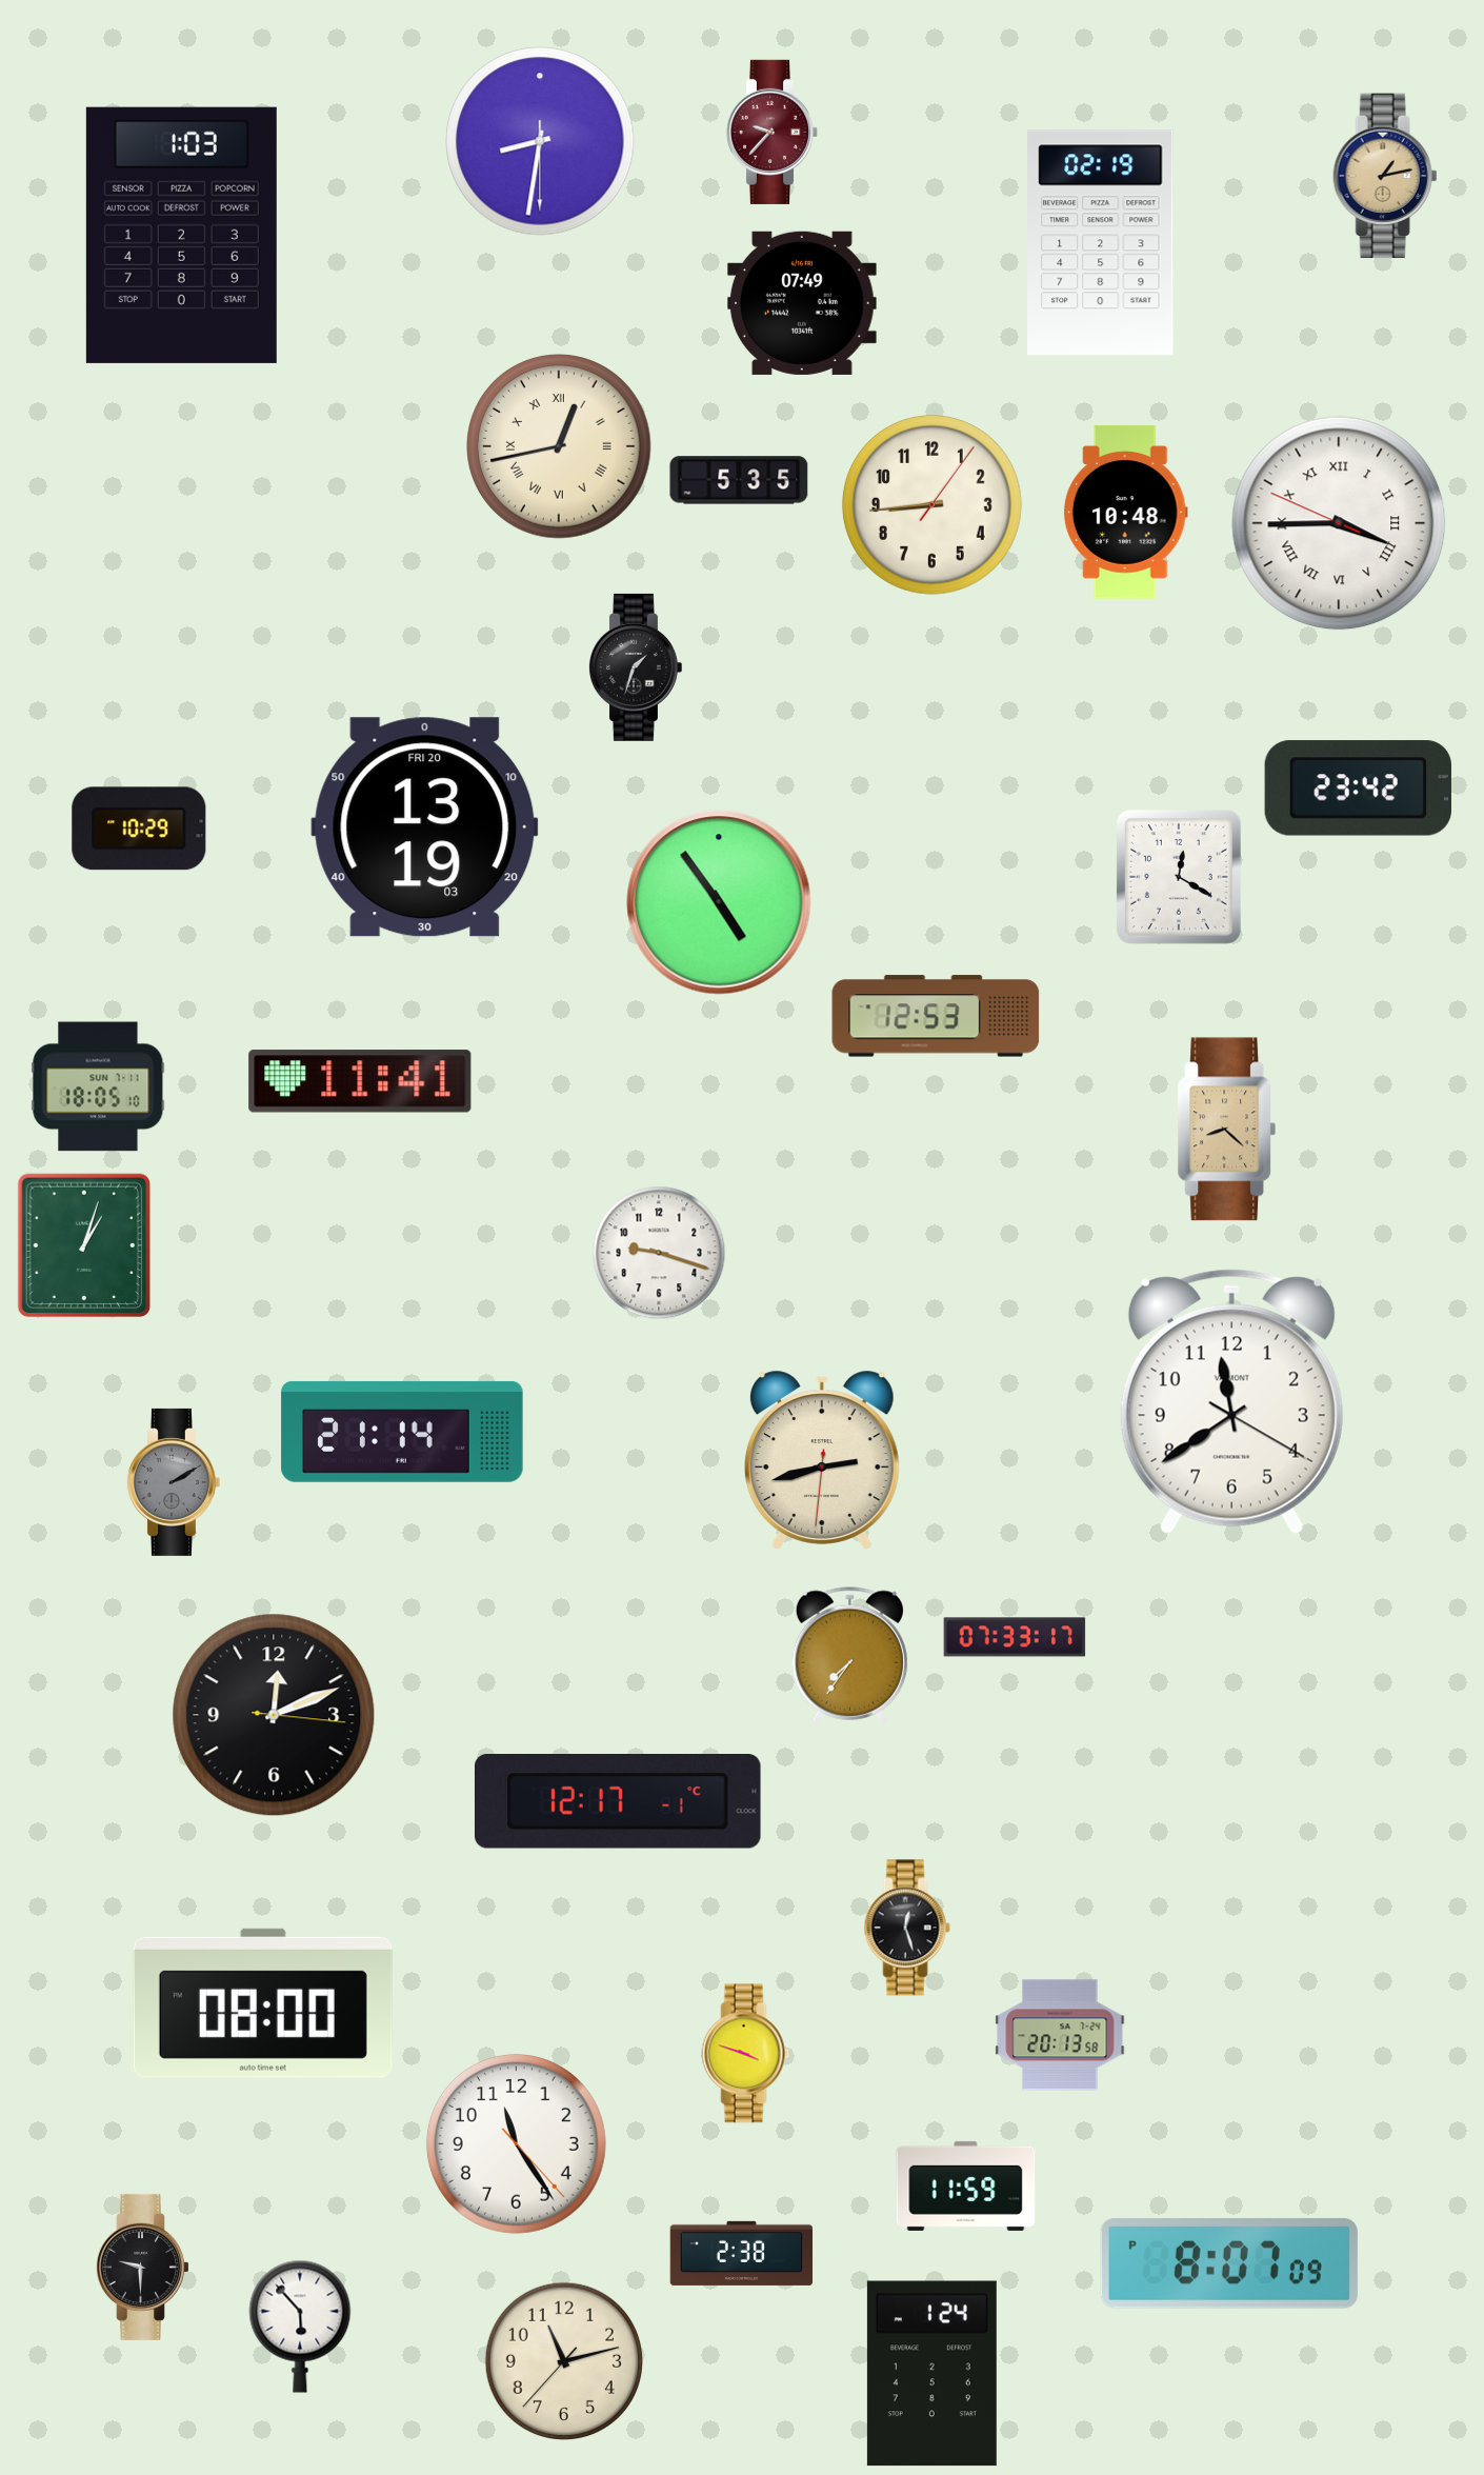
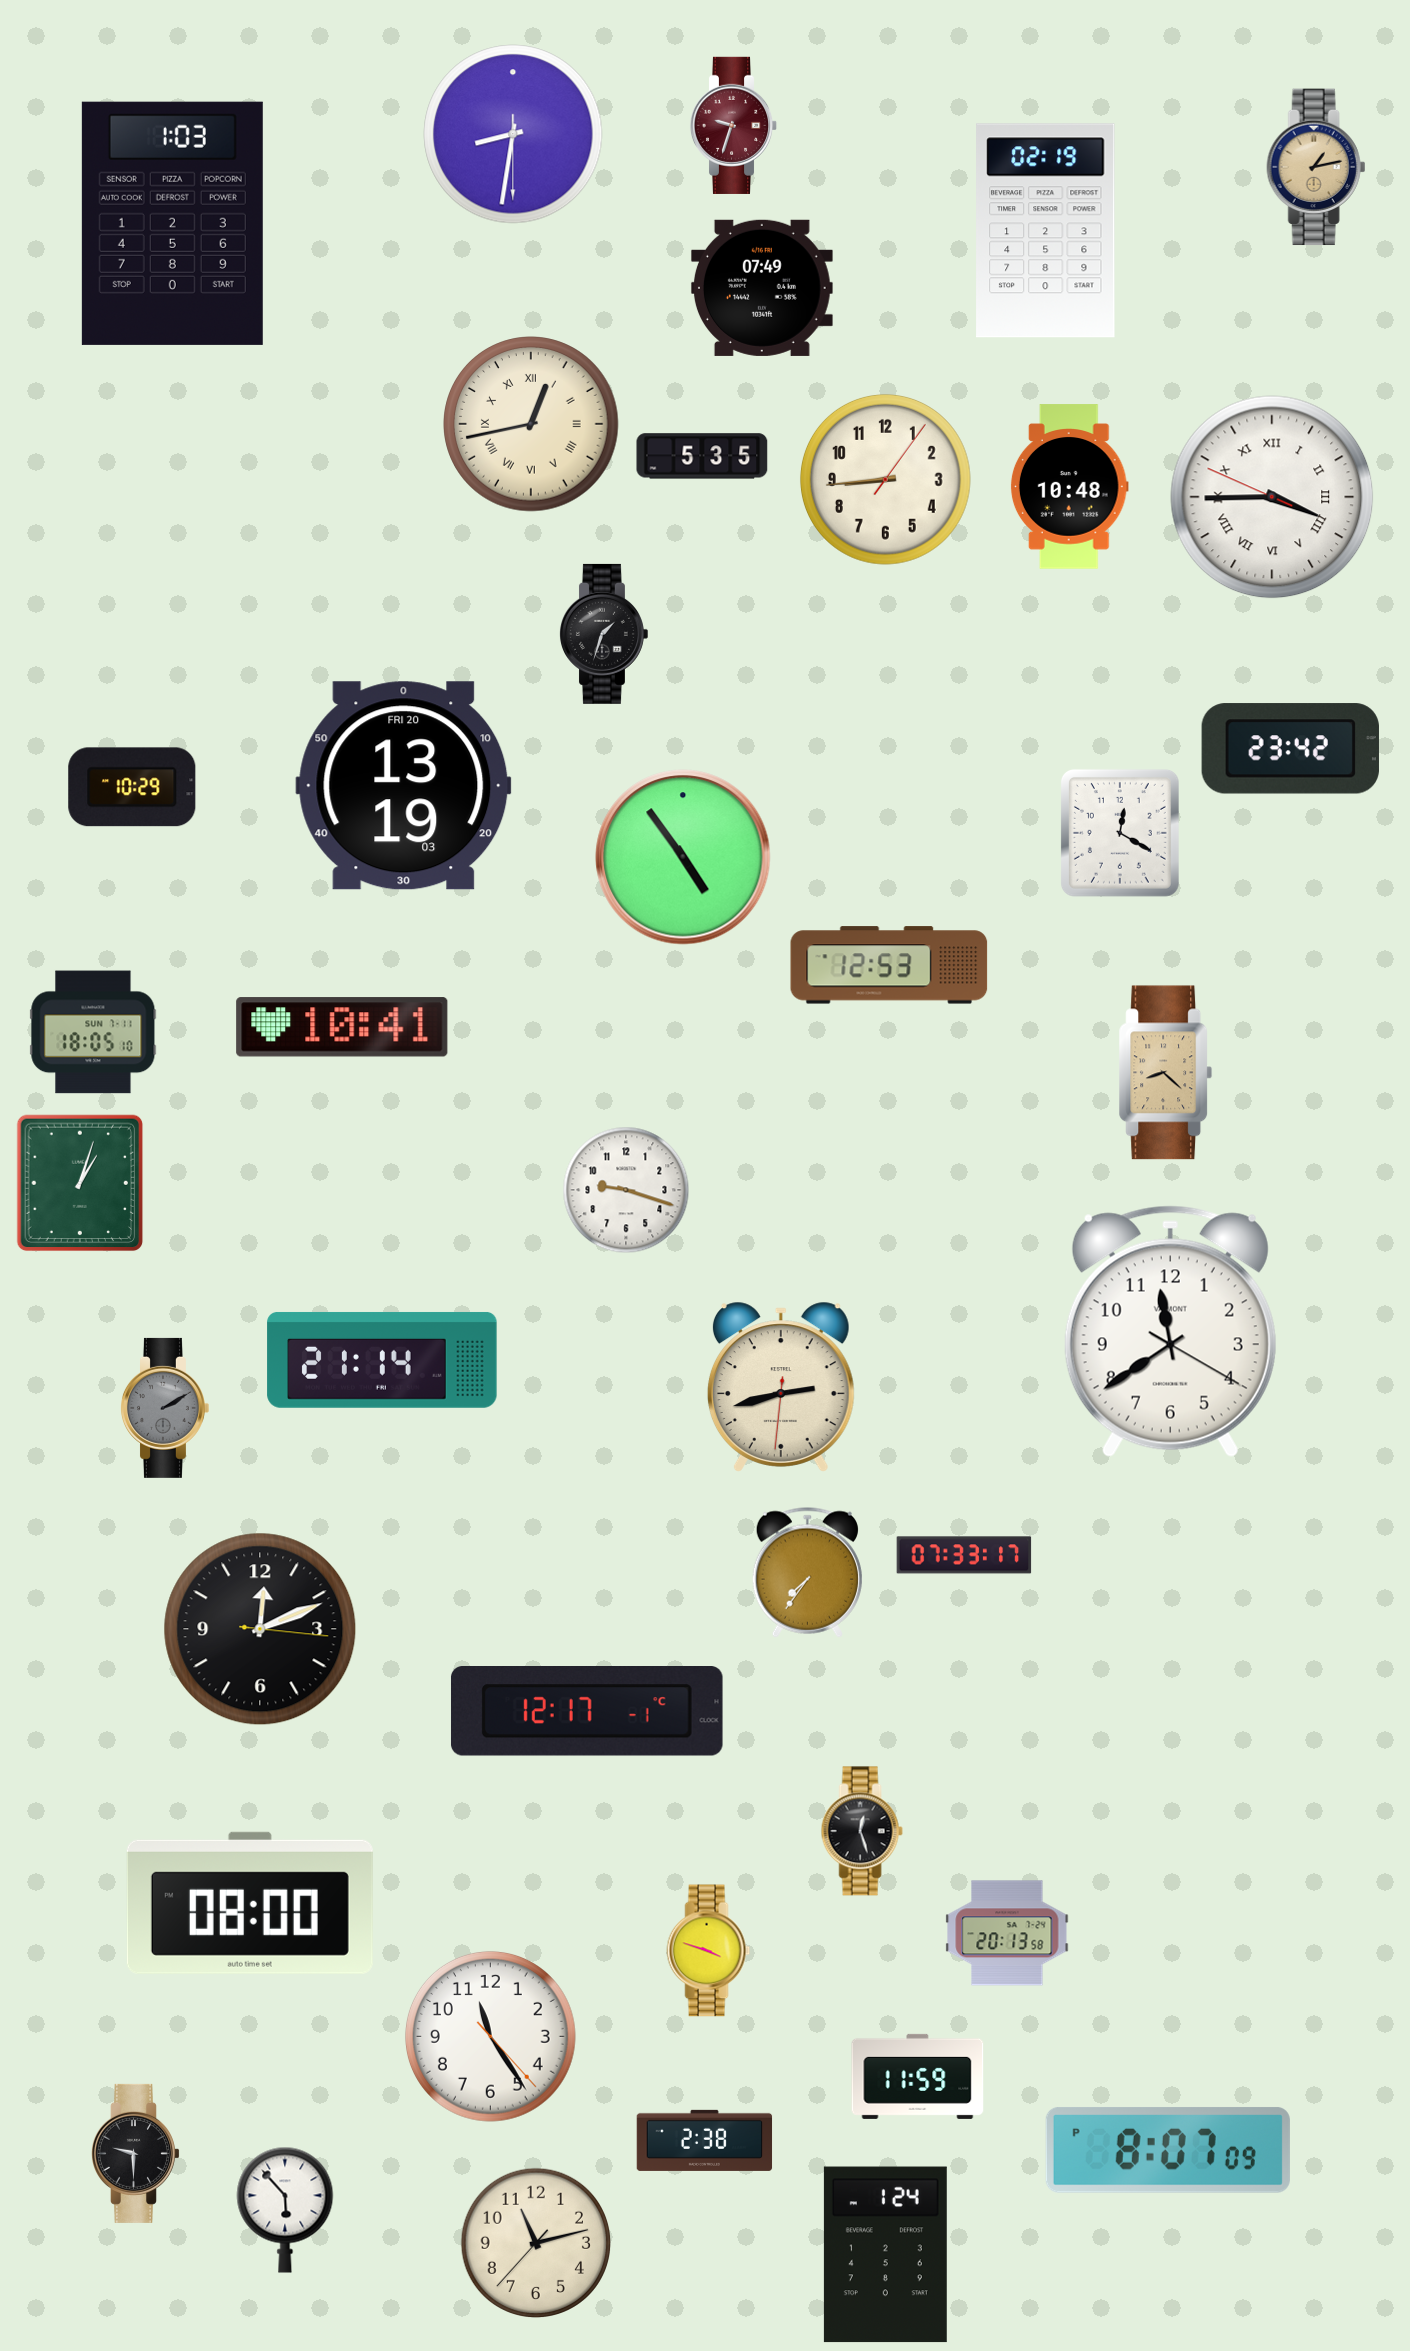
clock at (773, 132): 9:37 -> 9:33
clock at (360, 1081): 11:41 -> 10:41
